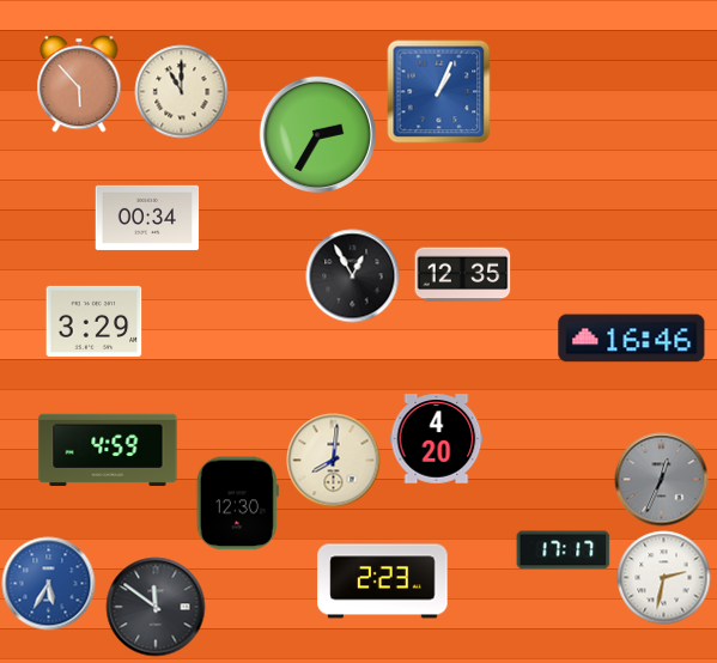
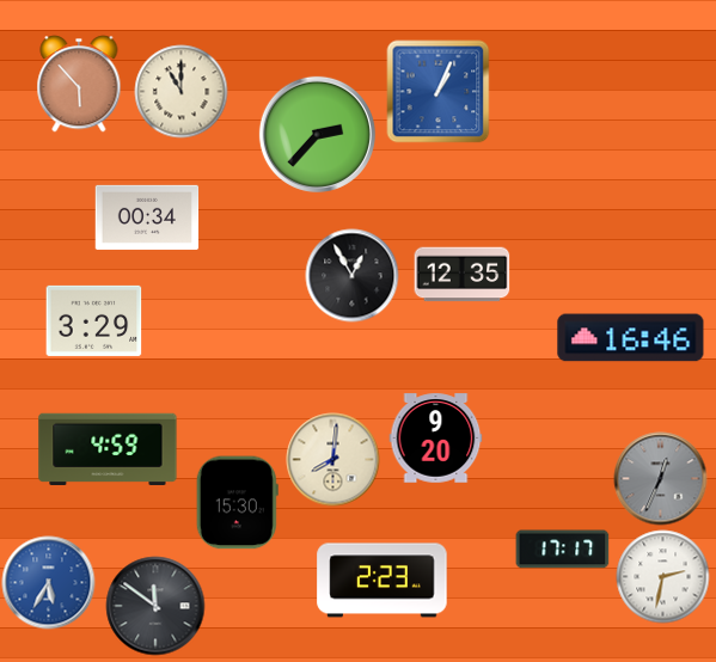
clock at (317, 134): 2:35 -> 2:37
clock at (436, 439): 4:20 -> 9:20
clock at (237, 503): 12:30 -> 15:30
